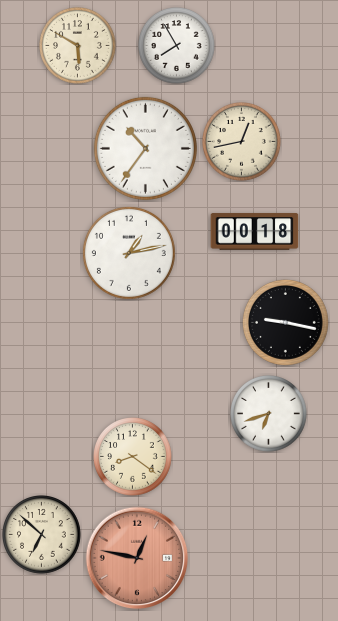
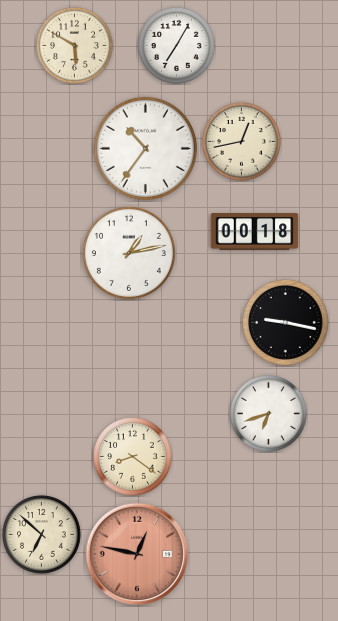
clock at (78, 46) position: (78, 46) -> (75, 46)
clock at (177, 46): 7:55 -> 7:05
clock at (137, 558) position: (137, 558) -> (137, 554)
